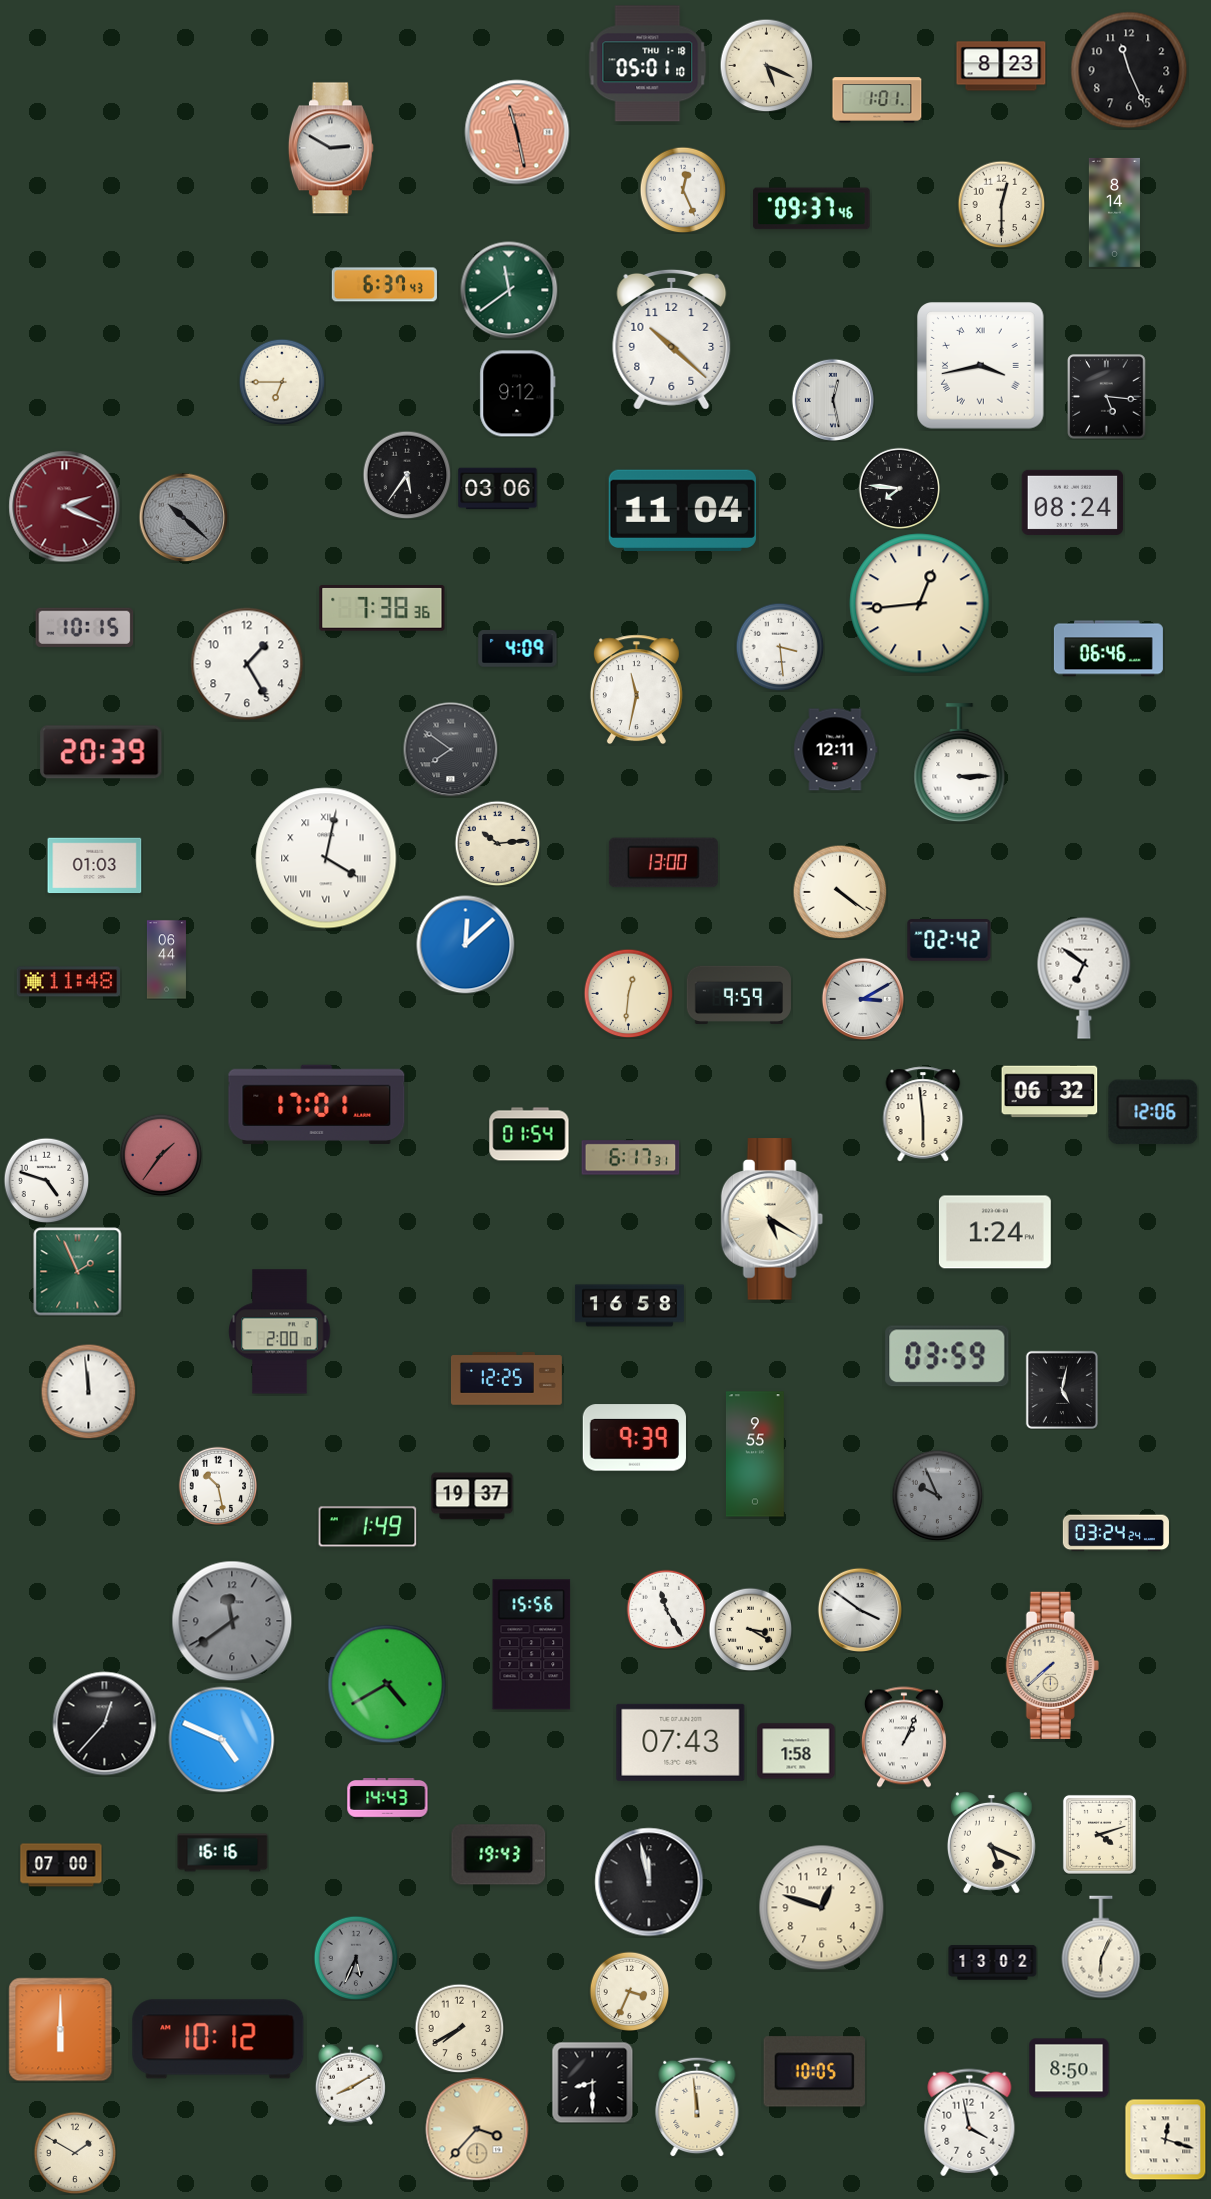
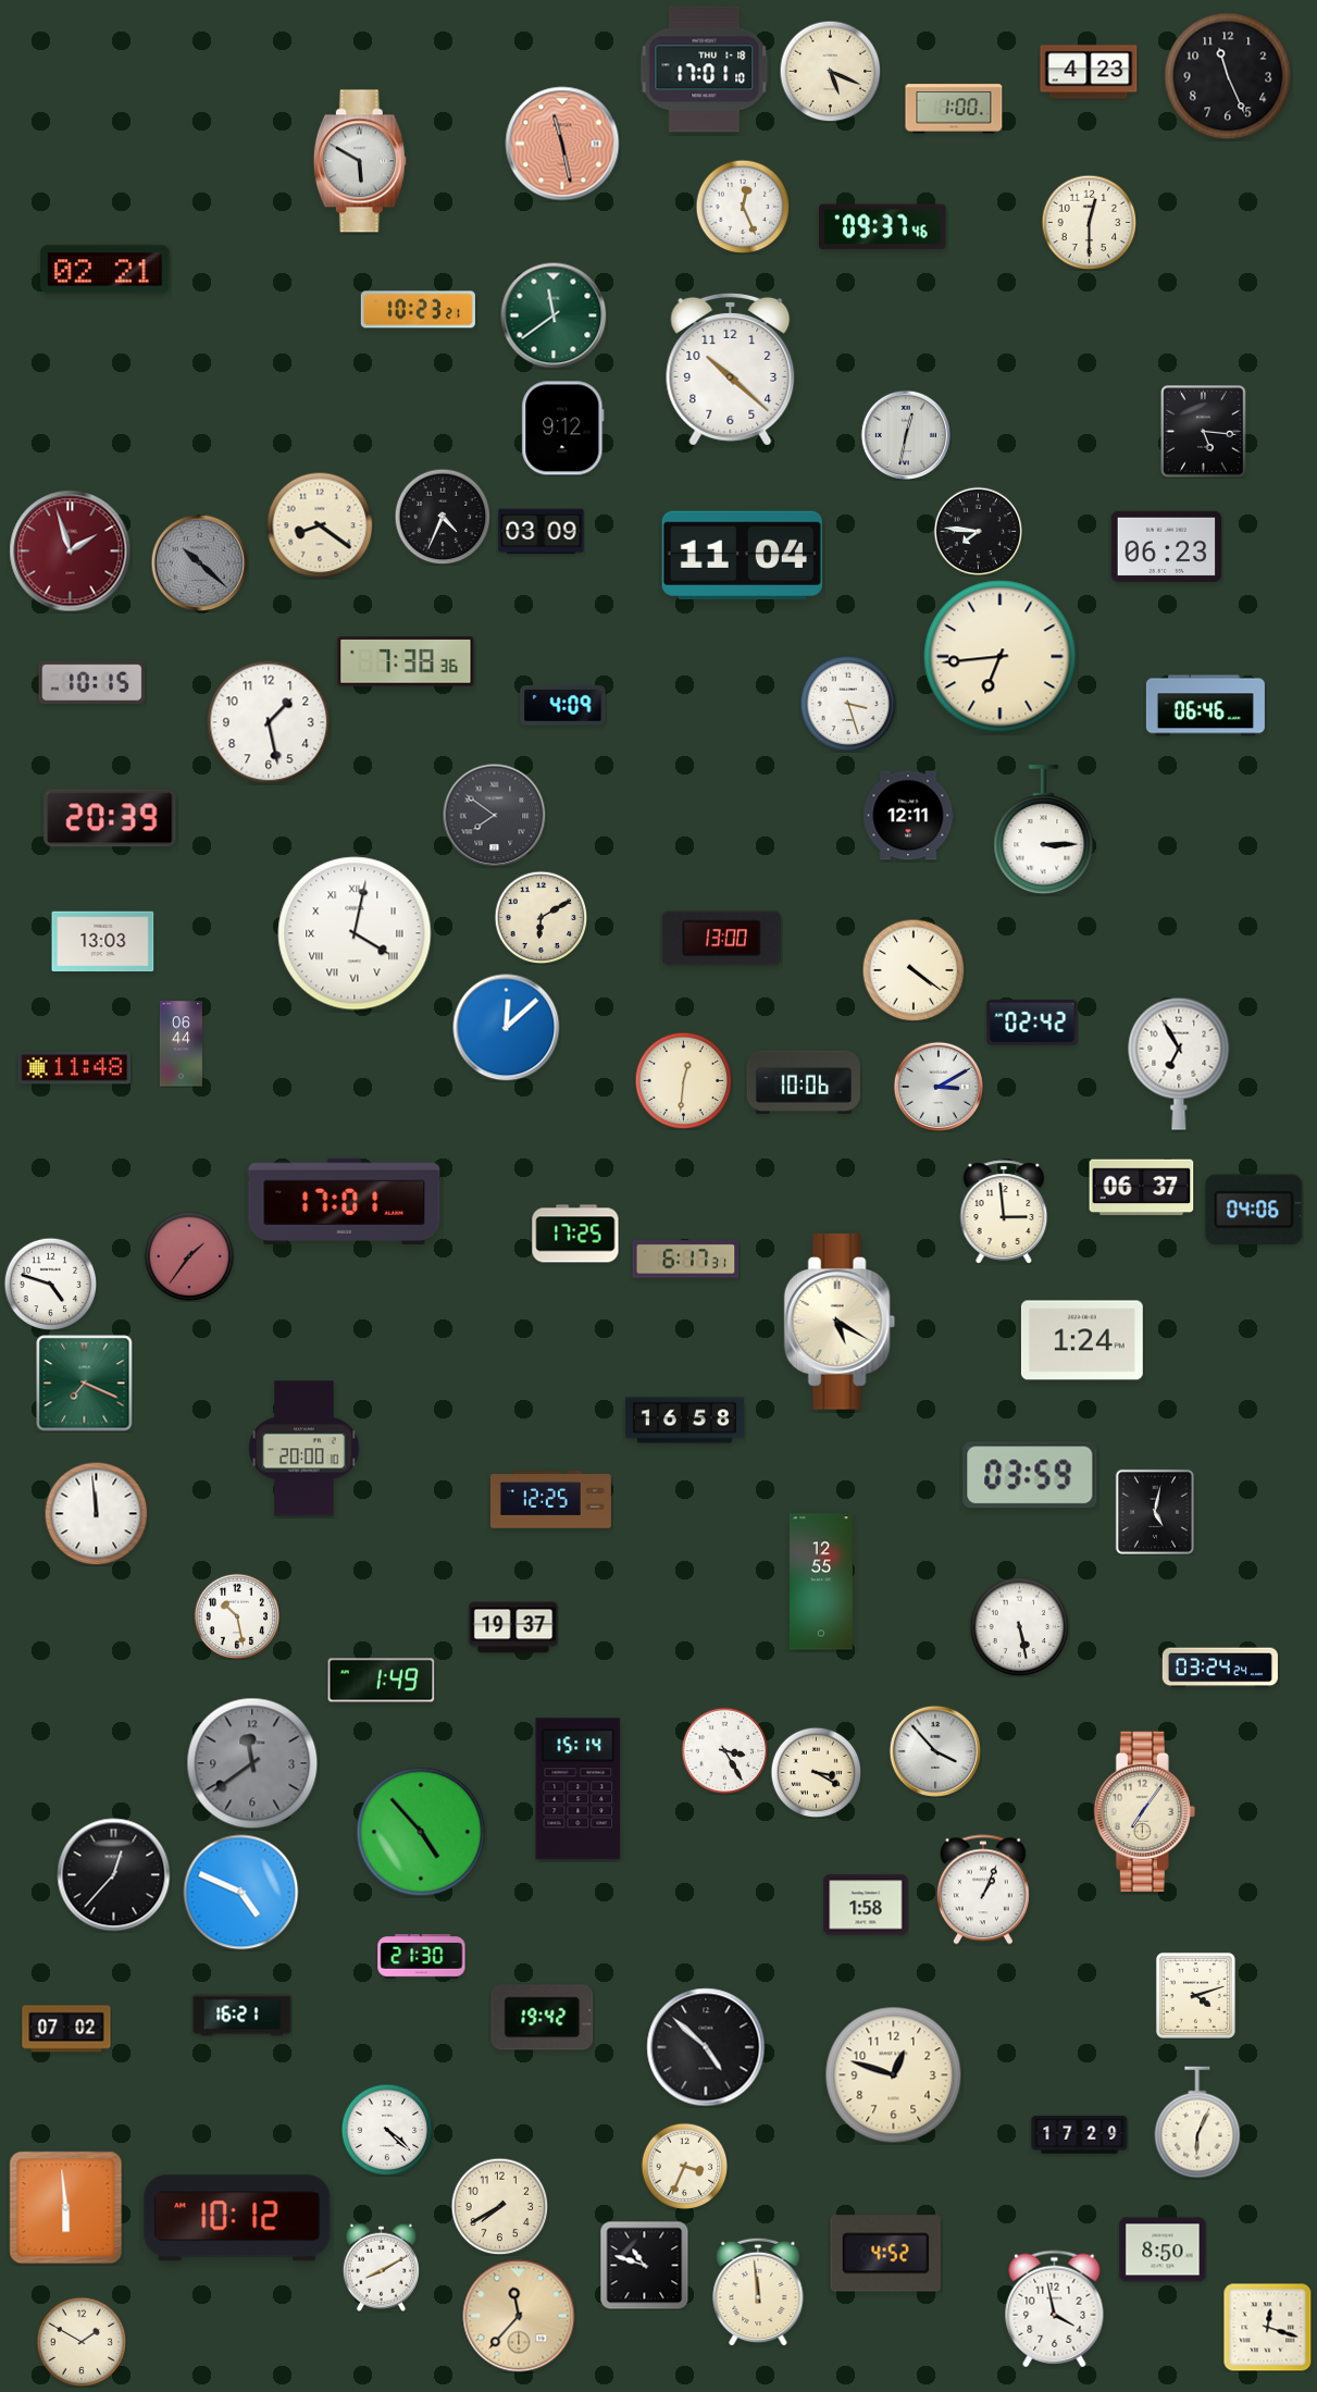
clock at (648, 64): 05:01 -> 17:01
clock at (766, 65) position: (766, 65) -> (830, 71)
clock at (1001, 66): 8:23 -> 4:23
clock at (877, 100): 1:01 -> 1:00
clock at (331, 148): 2:50 -> 5:50
clock at (1114, 212): 8:14 -> none
clock at (105, 270): none -> 02:21
clock at (384, 285): 6:37 -> 10:23
clock at (981, 366): 3:43 -> none
clock at (282, 382): 6:45 -> none
clock at (833, 400): 12:28 -> 12:32
clock at (407, 475): 5:36 -> 4:34
clock at (320, 525): none -> 8:21
clock at (498, 489): 03:06 -> 03:09
clock at (1073, 502): 08:24 -> 06:23
clock at (65, 507): 2:19 -> 1:57
clock at (920, 604): 12:44 -> 6:44
clock at (382, 609) position: (382, 609) -> (406, 662)
clock at (780, 647): 3:29 -> 3:27
clock at (247, 664): 1:25 -> 1:28
clock at (636, 690): 11:32 -> none
clock at (450, 749) position: (450, 749) -> (494, 815)
clock at (497, 843): 10:14 -> 6:10
clock at (95, 866): 01:03 -> 13:03
clock at (1084, 978): 6:51 -> 6:55
clock at (739, 995): 9:59 -> 10:06
clock at (1050, 1092): 06:32 -> 06:37
clock at (1153, 1112): 12:06 -> 04:06
clock at (923, 1114): 5:59 -> 2:59
clock at (529, 1134): 01:54 -> 17:25
clock at (161, 1155) position: (161, 1155) -> (189, 1256)
clock at (772, 1219) position: (772, 1219) -> (840, 1322)
clock at (78, 1272): 1:56 -> 7:19
clock at (280, 1332): 2:00 -> 20:00
clock at (634, 1438): 9:39 -> none
clock at (755, 1454): 9:55 -> 12:55
clock at (937, 1495): 9:56 -> 5:28
clock at (937, 1495) dial: grey -> white
clock at (368, 1527) position: (368, 1527) -> (382, 1681)
clock at (1116, 1533) position: (1116, 1533) -> (1220, 1668)
clock at (666, 1609): 11:25 -> 3:25
clock at (859, 1609): 3:51 -> 3:53
clock at (532, 1645): 15:56 -> 15:14
clock at (1052, 1665): 7:38 -> 7:06
clock at (387, 1684): 4:40 -> 4:53
clock at (681, 1742): 07:43 -> none
clock at (388, 1799): 14:43 -> 21:30
clock at (991, 1842): 5:19 -> none
clock at (223, 1853): 16:16 -> 16:21
clock at (499, 1855): 19:43 -> 19:42
clock at (61, 1865): 07:00 -> 07:02
clock at (649, 1882): 11:58 -> 4:52
clock at (1101, 1947) position: (1101, 1947) -> (1197, 2122)
clock at (356, 1958): 5:34 -> 4:22
clock at (356, 1958) dial: grey -> white
clock at (993, 1963): 13:02 -> 17:29
clock at (61, 2030): 6:00 -> 5:59
clock at (814, 2072): 10:05 -> 4:52
clock at (592, 2082): 8:30 -> 10:48
clock at (477, 2129): 3:37 -> 11:37
